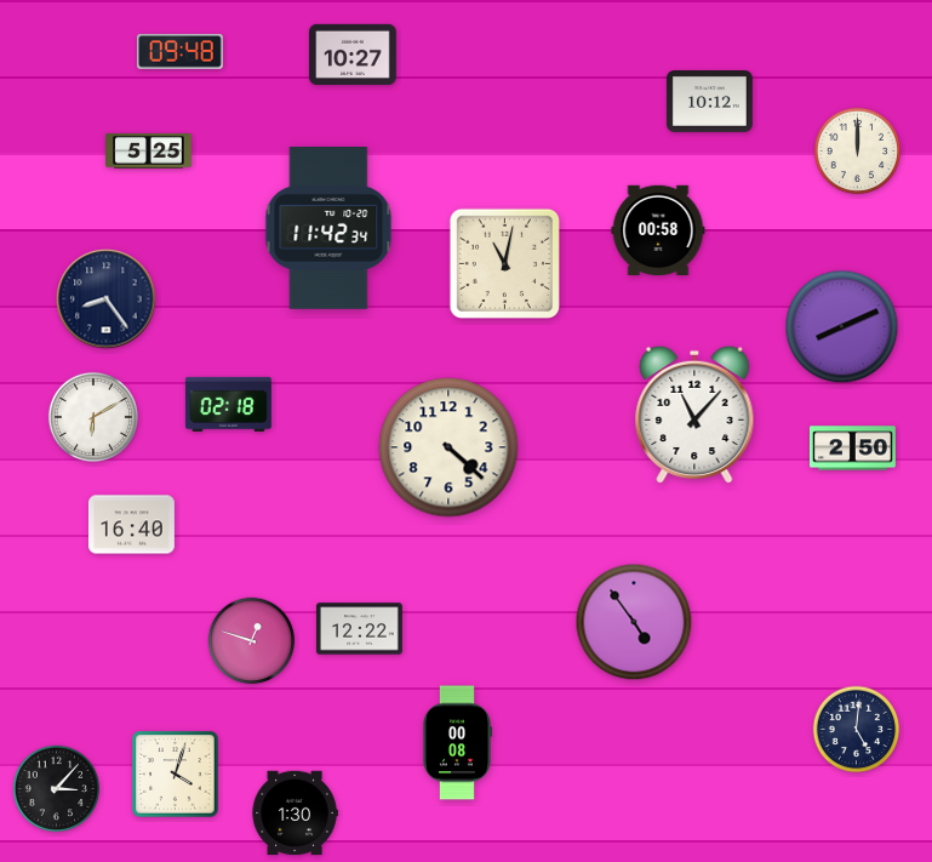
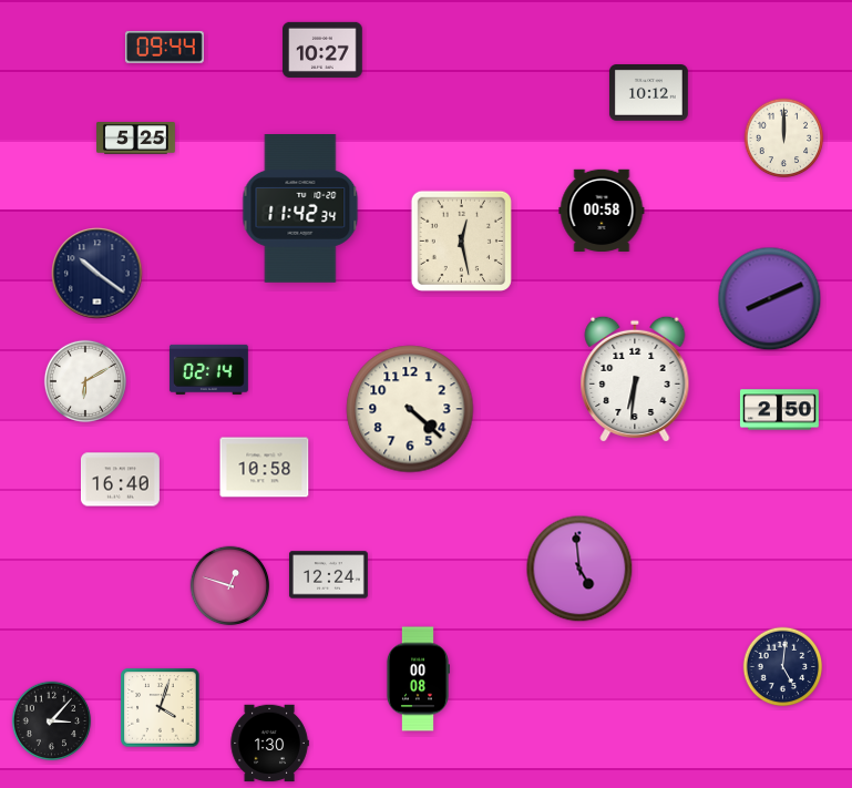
clock at (179, 52): 09:48 -> 09:44
clock at (504, 263): 11:02 -> 12:28
clock at (107, 299): 8:24 -> 10:21
clock at (228, 404): 02:18 -> 02:14
clock at (694, 415): 11:07 -> 6:31
clock at (265, 468): none -> 10:58
clock at (634, 622): 4:54 -> 4:59
clock at (359, 629): 12:22 -> 12:24
